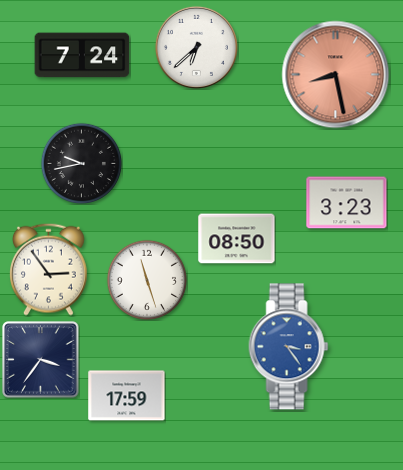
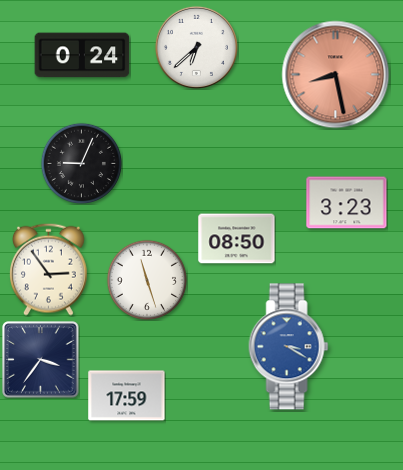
clock at (82, 55): 7:24 -> 0:24
clock at (81, 163): 9:43 -> 9:04
clock at (289, 347): 3:24 -> 3:20
